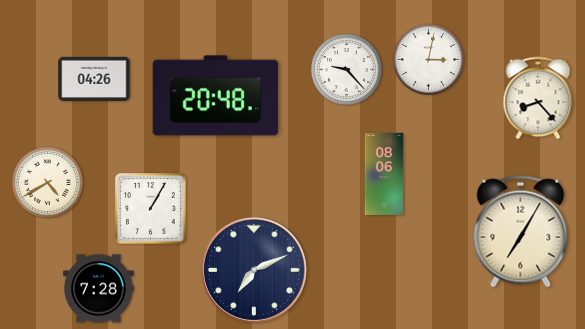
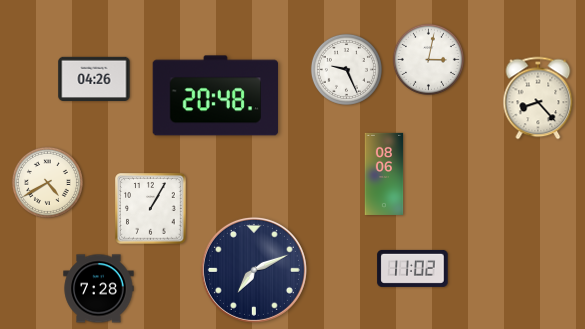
clock at (346, 69): 9:23 -> 9:26
clock at (521, 232): 7:05 -> none
clock at (413, 268): none -> 11:02
